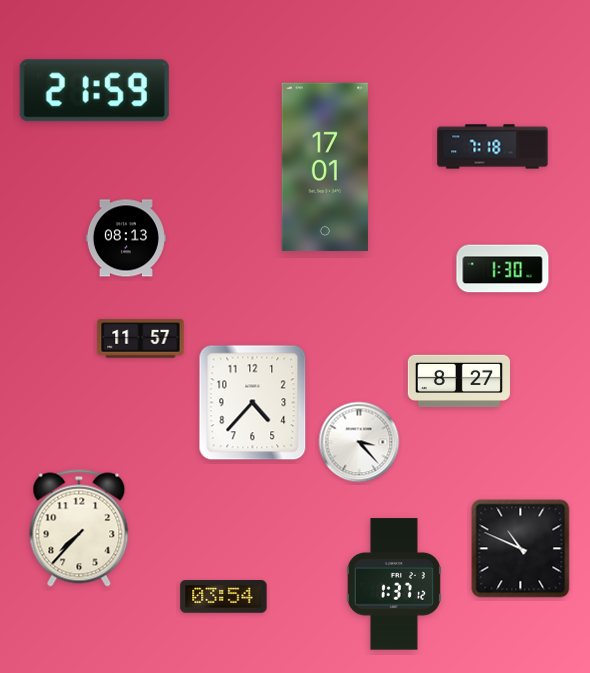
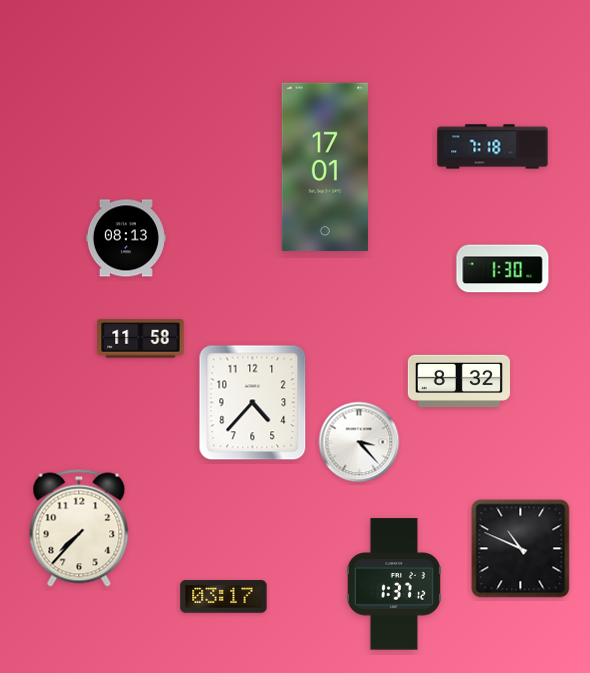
clock at (94, 91): 21:59 -> none
clock at (141, 339): 11:57 -> 11:58
clock at (459, 381): 8:27 -> 8:32
clock at (224, 597): 03:54 -> 03:17
